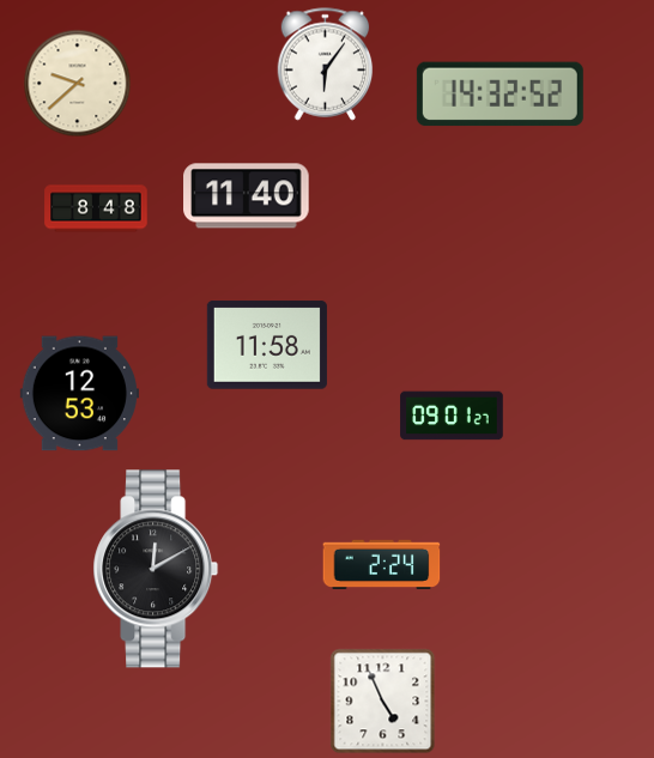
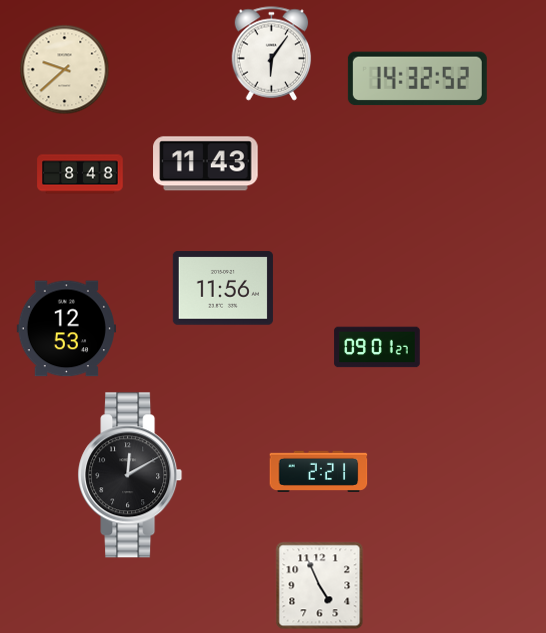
clock at (247, 196): 11:40 -> 11:43
clock at (267, 345): 11:58 -> 11:56
clock at (382, 564): 2:24 -> 2:21
